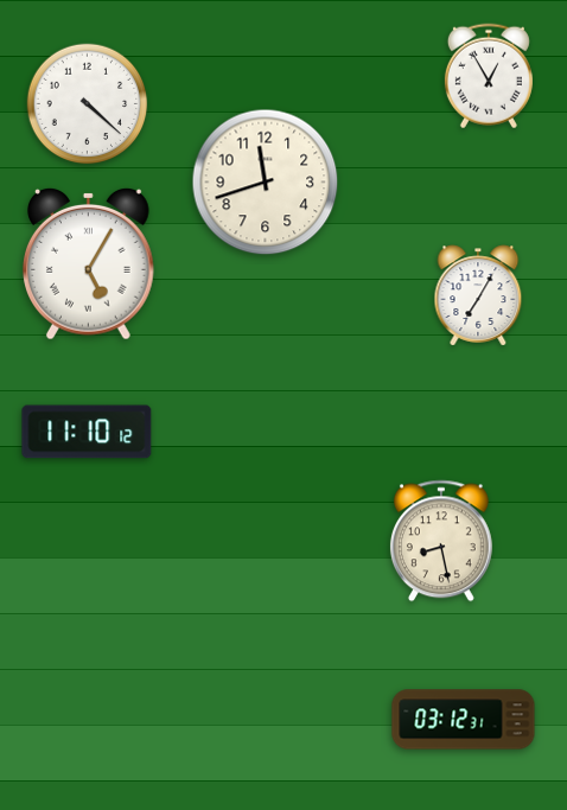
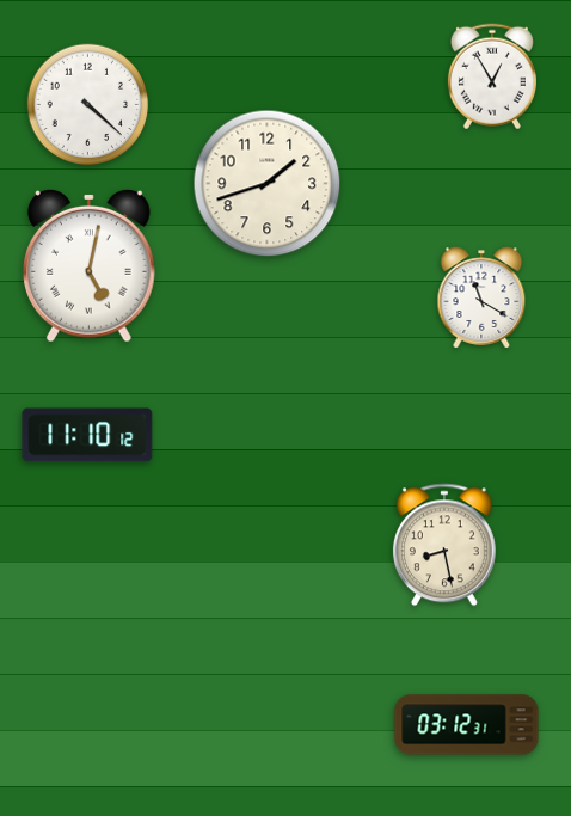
clock at (266, 183): 11:42 -> 1:42
clock at (89, 263): 5:05 -> 5:02
clock at (478, 295): 7:05 -> 11:20
